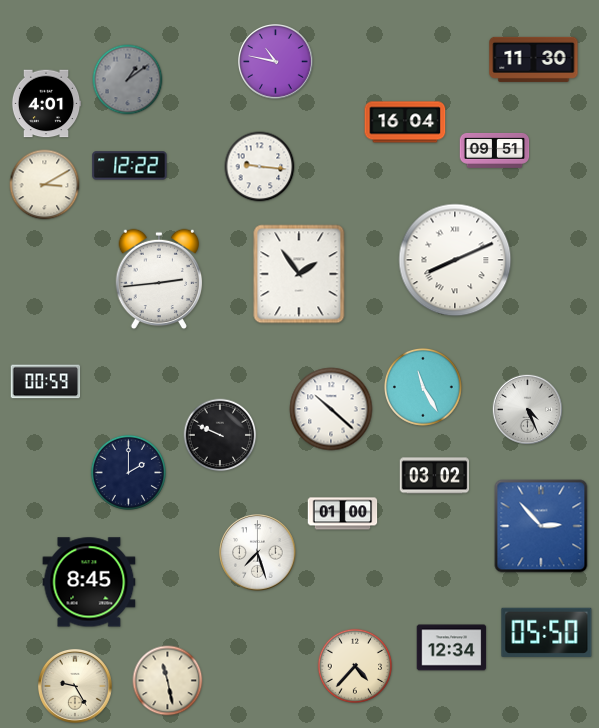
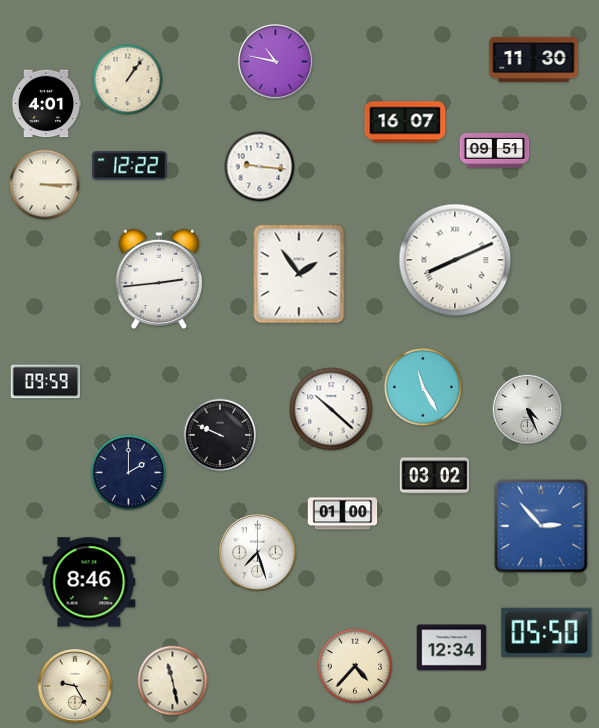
clock at (128, 80): 1:09 -> 1:06
clock at (128, 80) dial: grey -> cream
clock at (405, 122): 16:04 -> 16:07
clock at (45, 185): 3:10 -> 3:15
clock at (46, 382): 00:59 -> 09:59
clock at (89, 582): 8:45 -> 8:46
clock at (168, 681) position: (168, 681) -> (173, 681)
